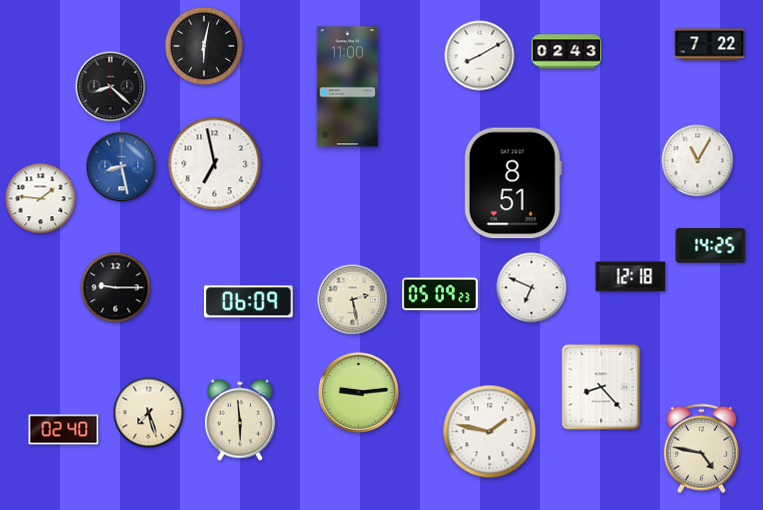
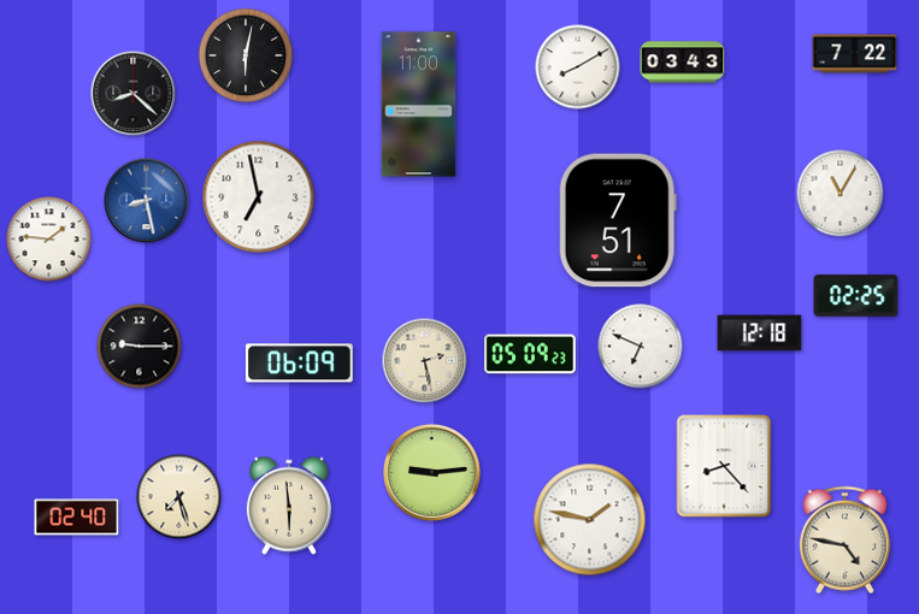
clock at (567, 52): 02:43 -> 03:43
clock at (111, 87) position: (111, 87) -> (134, 94)
clock at (513, 183): 8:51 -> 7:51
clock at (711, 246): 14:25 -> 02:25
